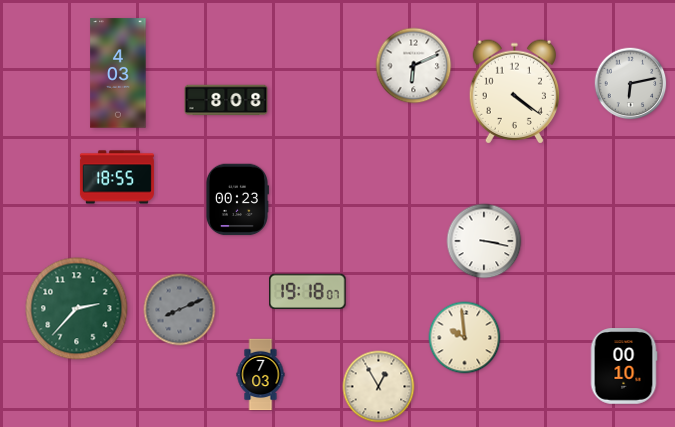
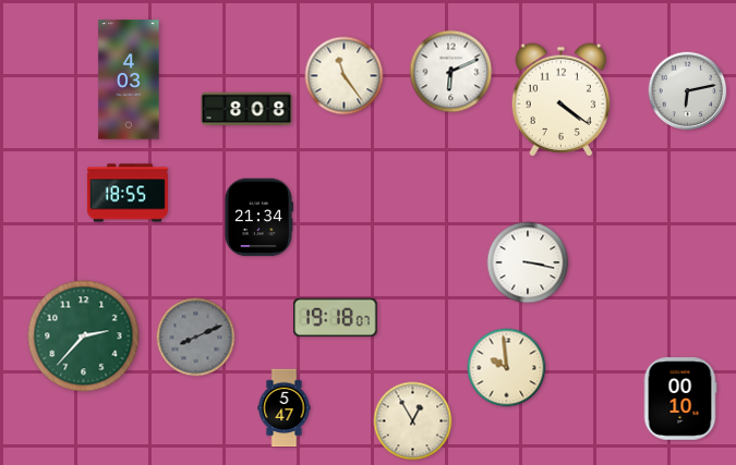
clock at (345, 76): none -> 11:24
clock at (237, 200): 00:23 -> 21:34
clock at (261, 375): 7:03 -> 5:47
